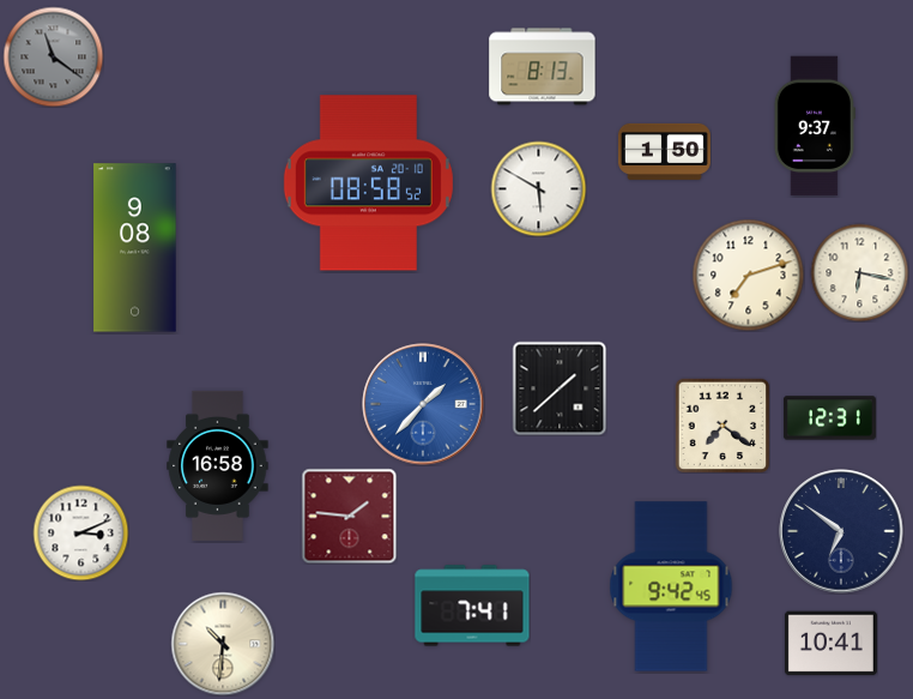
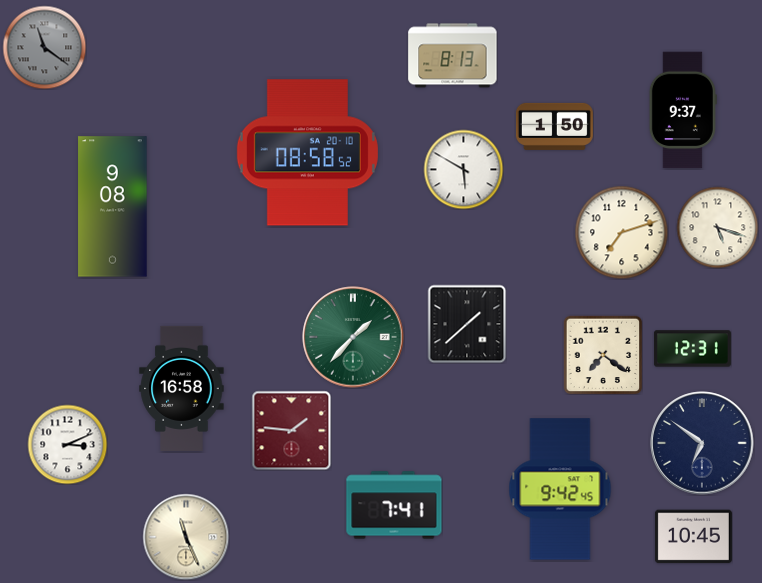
clock at (815, 126) position: (815, 126) -> (683, 110)
clock at (538, 188) position: (538, 188) -> (463, 169)
clock at (859, 272): 6:17 -> 5:18
clock at (748, 275) position: (748, 275) -> (621, 232)
clock at (423, 404) dial: blue -> green
clock at (223, 644): 10:31 -> 11:26
clock at (830, 644): 10:41 -> 10:45
